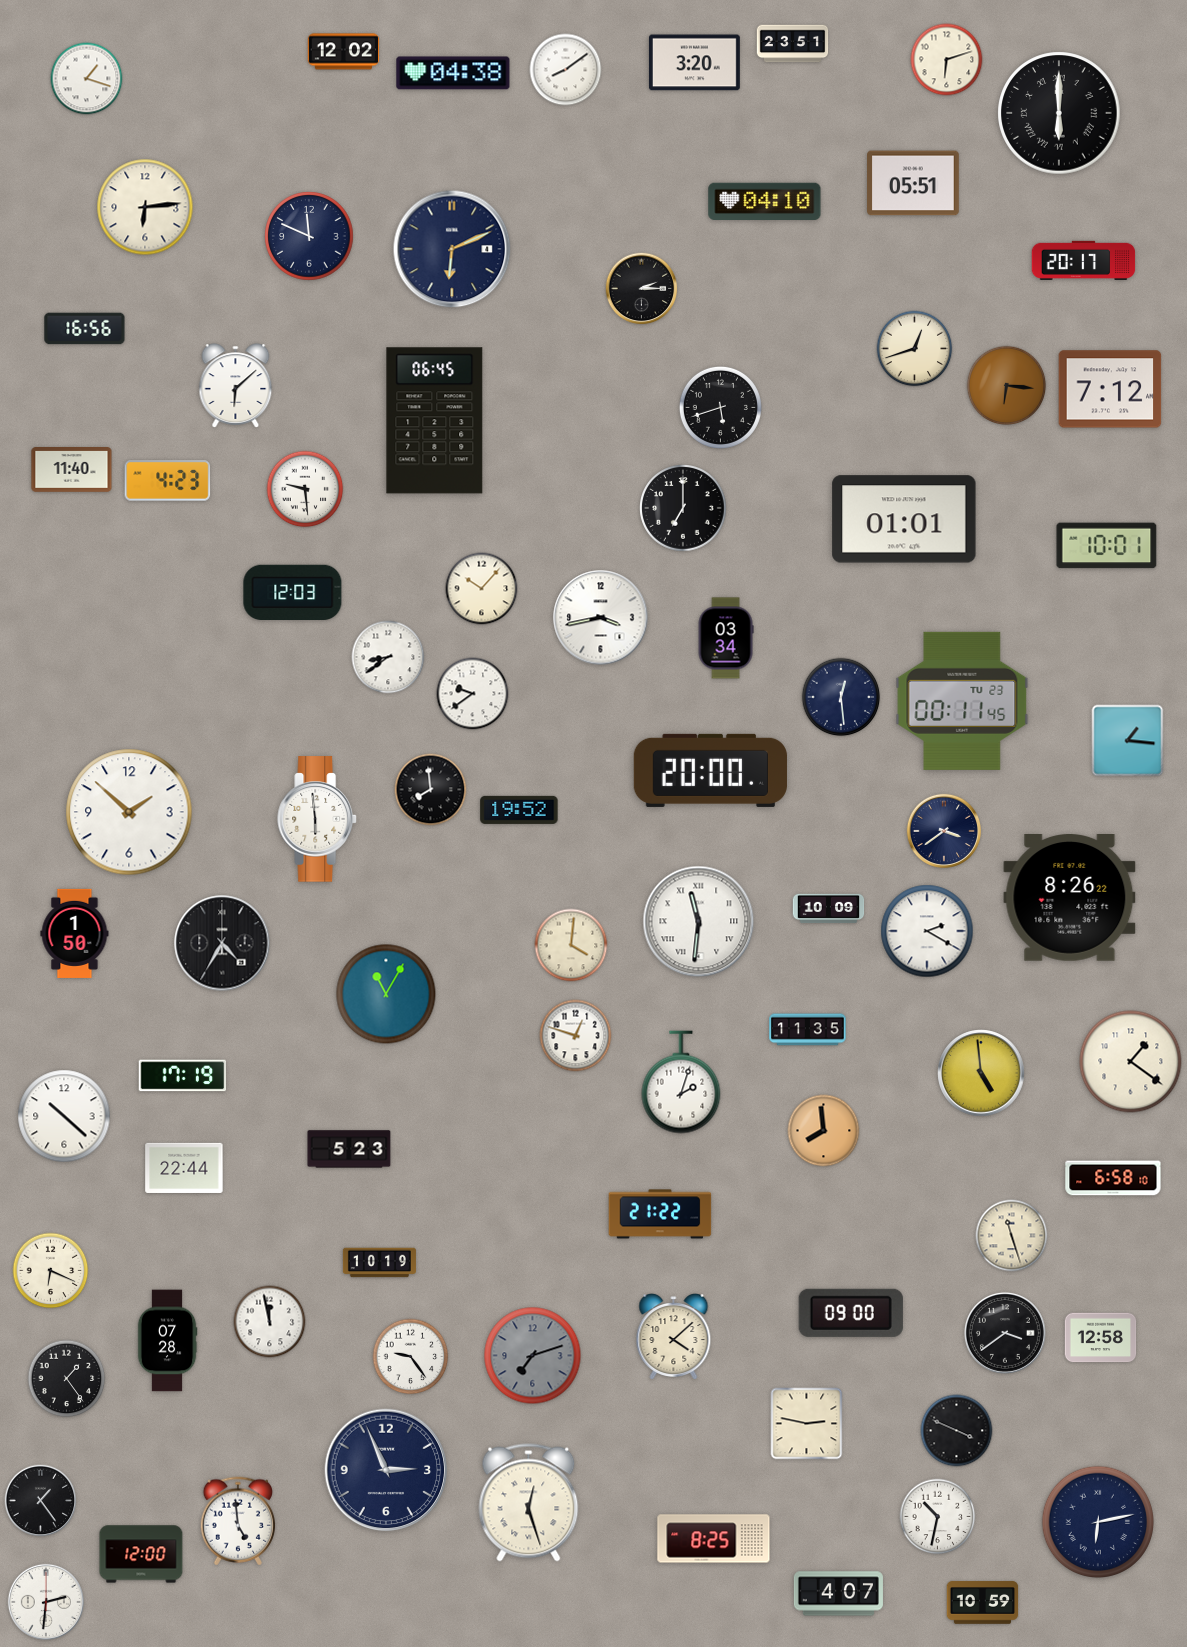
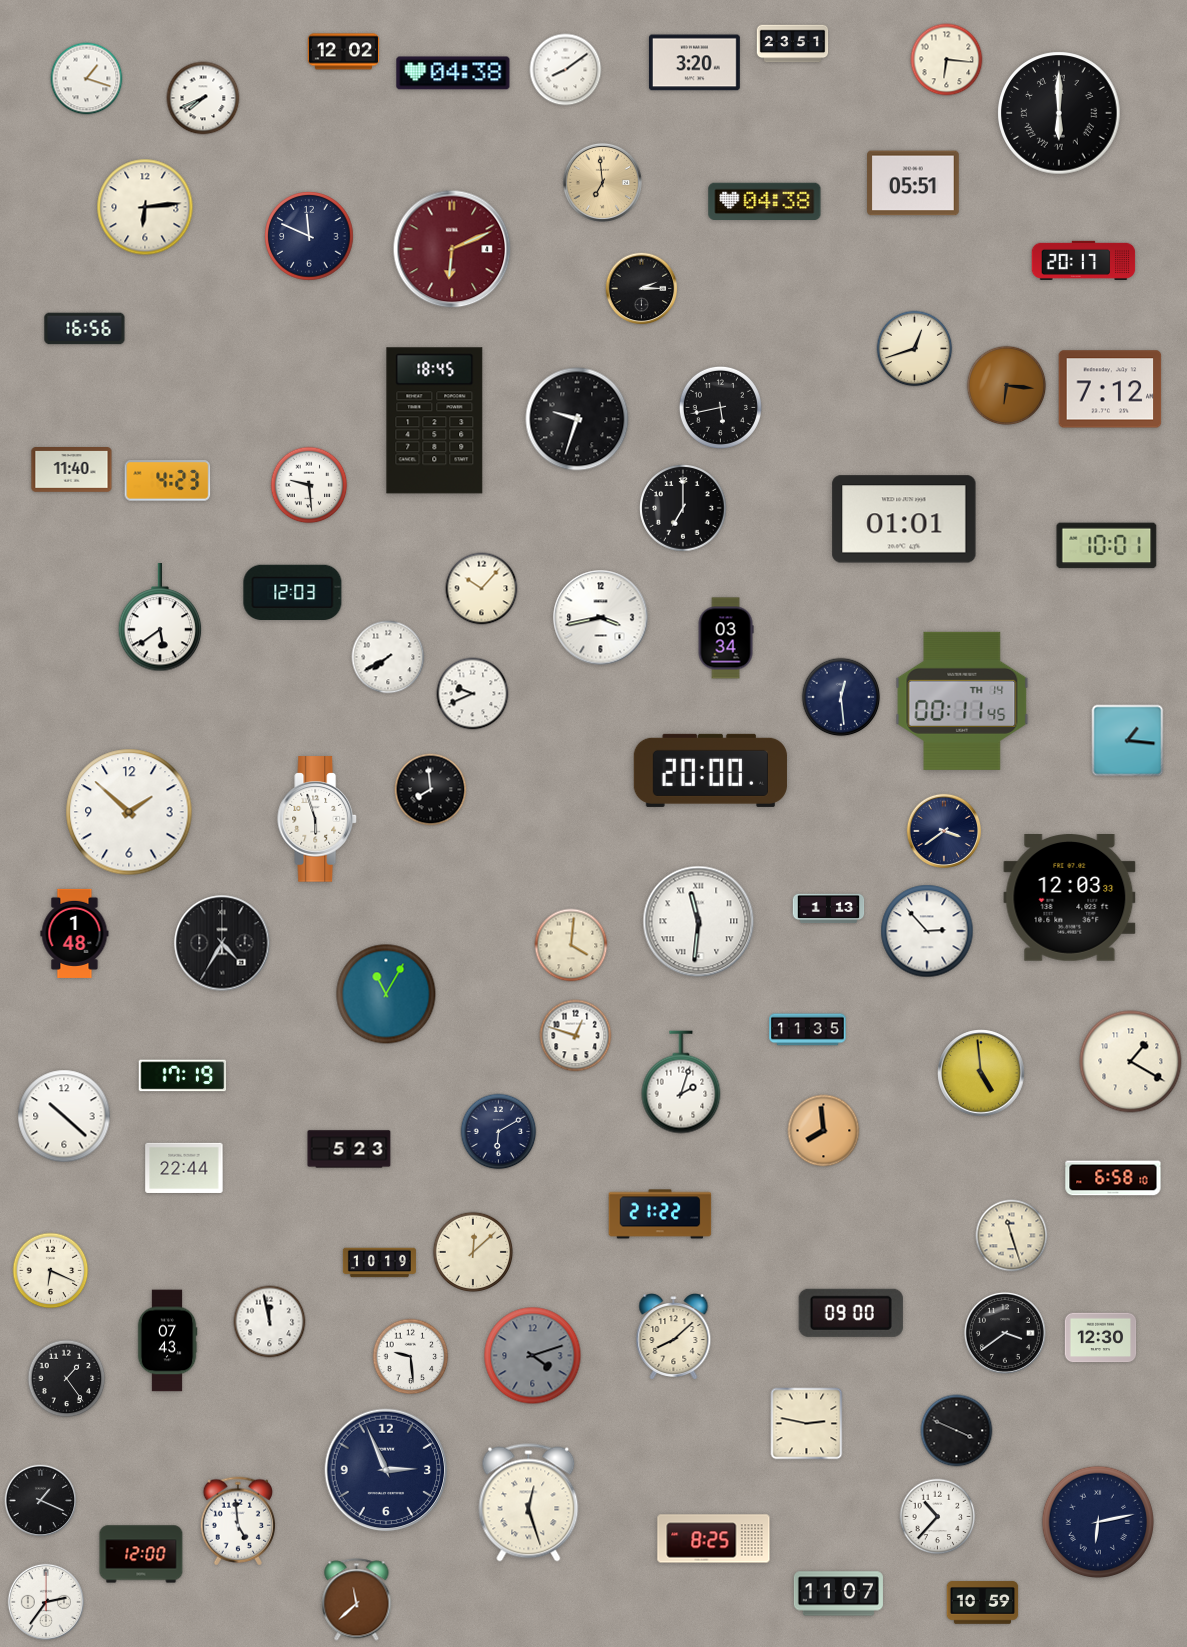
clock at (947, 60): 6:12 -> 6:16
clock at (203, 98): none -> 7:41
clock at (602, 182): none -> 6:59
clock at (765, 201): 04:10 -> 04:38
clock at (452, 249) dial: navy -> burgundy
clock at (236, 386): 6:08 -> none
clock at (720, 407): 5:42 -> 5:43
clock at (577, 419): none -> 9:33
clock at (435, 421): 06:45 -> 18:45
clock at (305, 489) position: (305, 489) -> (309, 485)
clock at (160, 618): none -> 5:39
clock at (388, 657): 8:39 -> 7:40
clock at (473, 694): 9:39 -> 9:41
clock at (962, 701) date: TU 23 -> TH 14
clock at (519, 810): 19:52 -> none
clock at (318, 819): 5:59 -> 5:57
clock at (1070, 898): 8:26 -> 12:03
clock at (829, 909): 10:09 -> 1:13
clock at (927, 931): 2:20 -> 2:53
clock at (75, 933): 1:50 -> 1:48
clock at (1131, 1062): 1:21 -> 1:20
clock at (499, 1132): none -> 6:10
clock at (473, 1252): none -> 12:08
clock at (674, 1337): 4:08 -> 8:08
clock at (1101, 1338): 12:58 -> 12:30
clock at (167, 1341): 07:28 -> 07:43
clock at (533, 1356): 7:12 -> 4:12
clock at (411, 1357): 9:24 -> 9:29
clock at (41, 1501): 1:24 -> 1:19
clock at (938, 1517): 10:32 -> 10:37
clock at (838, 1594): 4:07 -> 11:07
clock at (357, 1600): none -> 11:38
clock at (46, 1602): 2:31 -> 2:36
